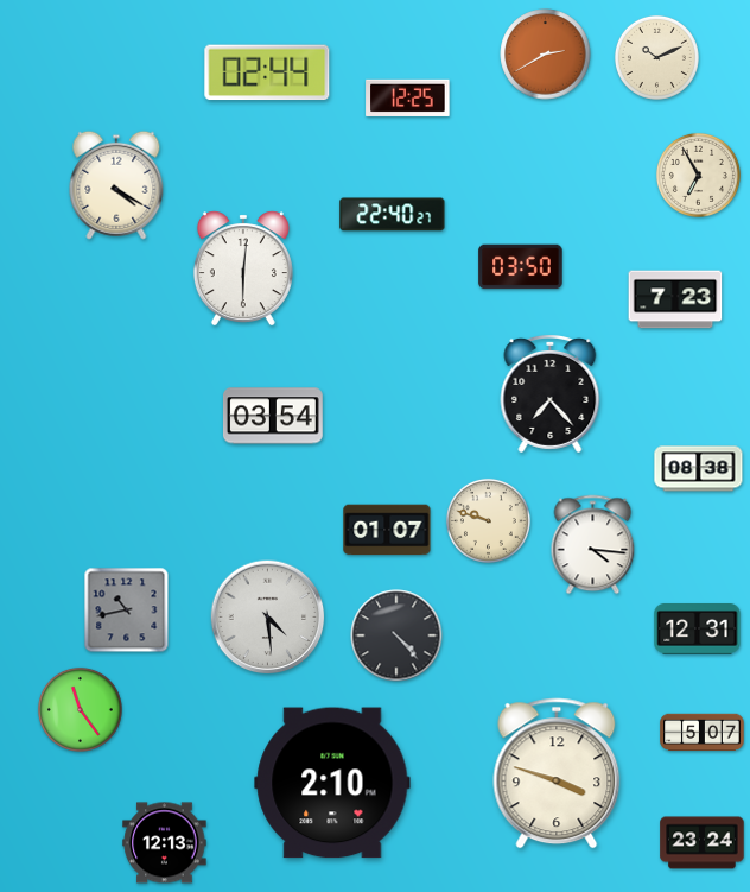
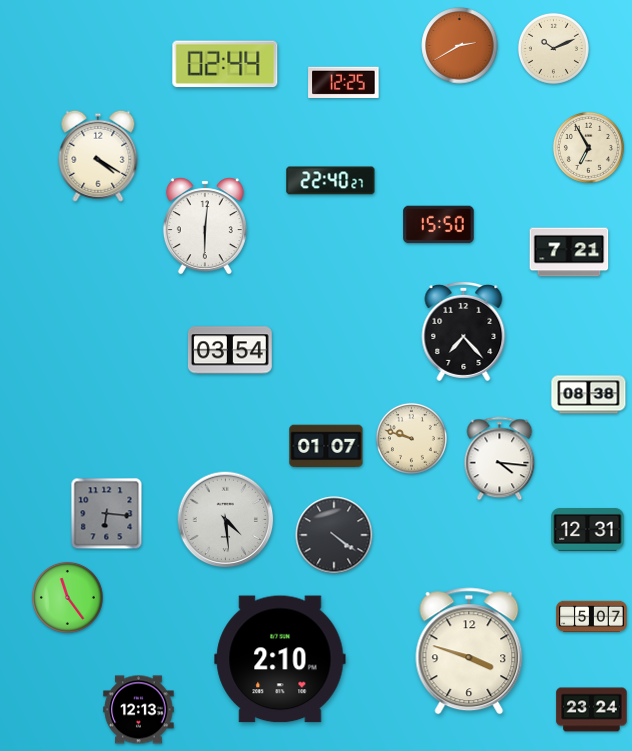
clock at (267, 72) position: (267, 72) -> (225, 64)
clock at (521, 267): 03:50 -> 15:50
clock at (675, 299): 7:23 -> 7:21
clock at (127, 611): 10:43 -> 6:16
clock at (396, 635): 4:23 -> 4:21
